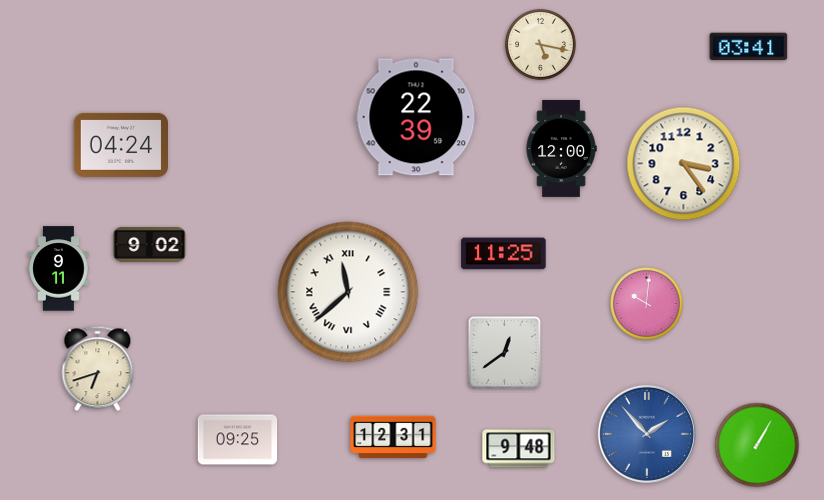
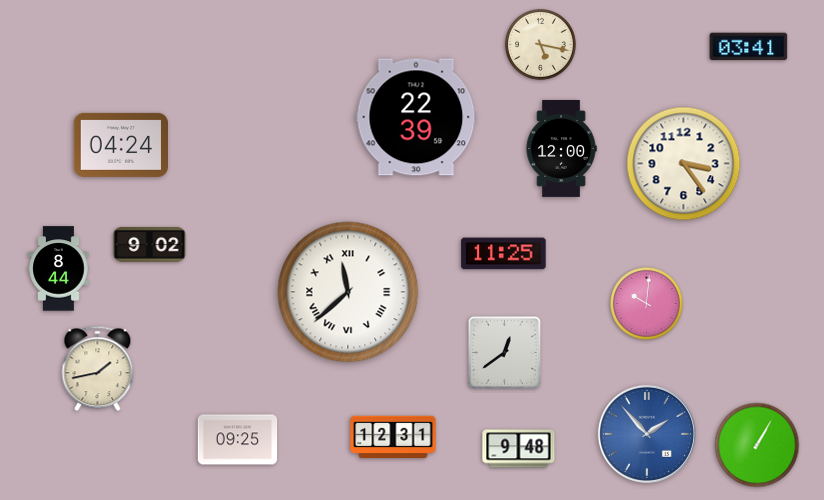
clock at (59, 269): 9:11 -> 8:44
clock at (98, 369): 6:42 -> 1:43
